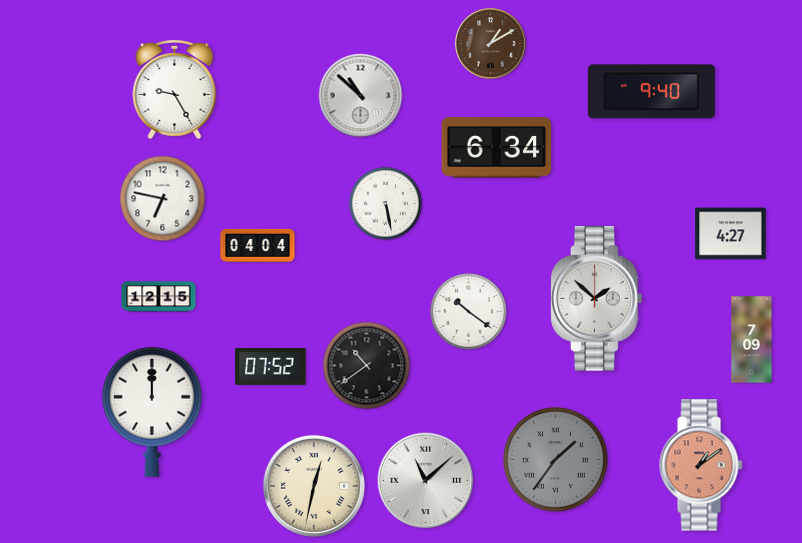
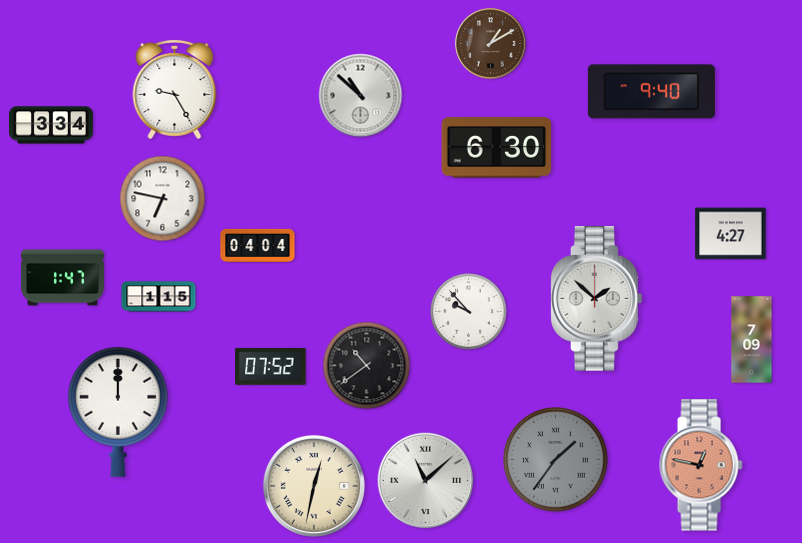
clock at (51, 125): none -> 3:34
clock at (497, 148): 6:34 -> 6:30
clock at (386, 204): 5:28 -> none
clock at (62, 278): none -> 1:47
clock at (159, 297): 12:15 -> 1:15
clock at (469, 312): 10:21 -> 9:53
clock at (152, 412) position: (152, 412) -> (118, 412)
clock at (701, 465): 1:09 -> 12:47
